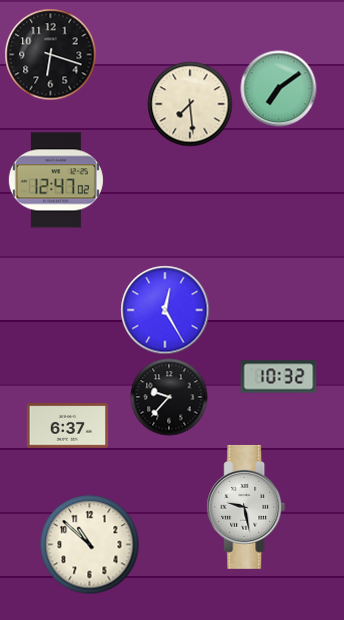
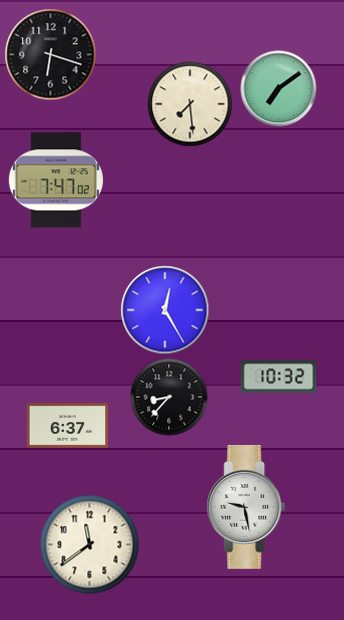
clock at (56, 180): 12:47 -> 7:47
clock at (169, 397): 9:37 -> 8:37
clock at (90, 545): 10:52 -> 11:39
